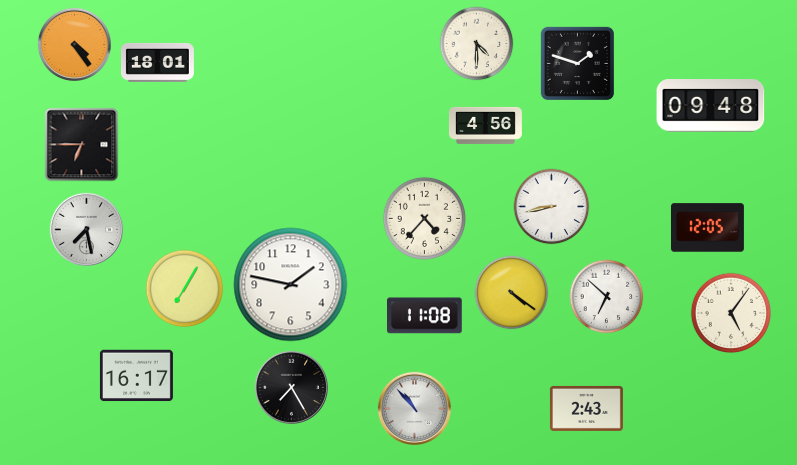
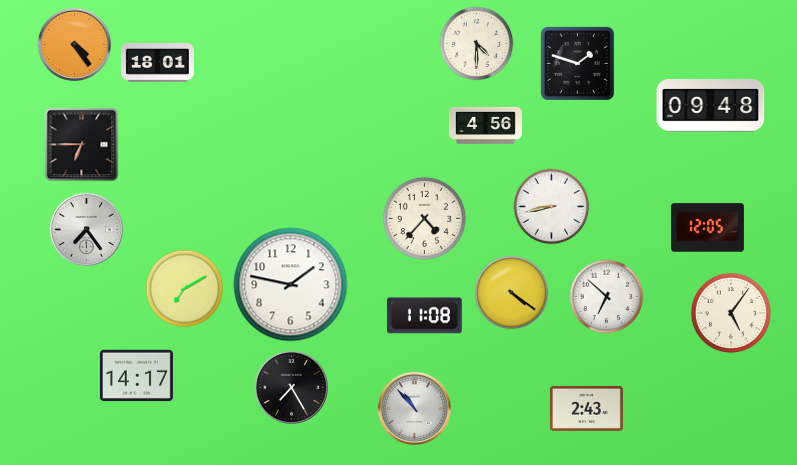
clock at (86, 229): 7:28 -> 7:24
clock at (185, 289): 7:05 -> 7:10
clock at (136, 376): 16:17 -> 14:17
